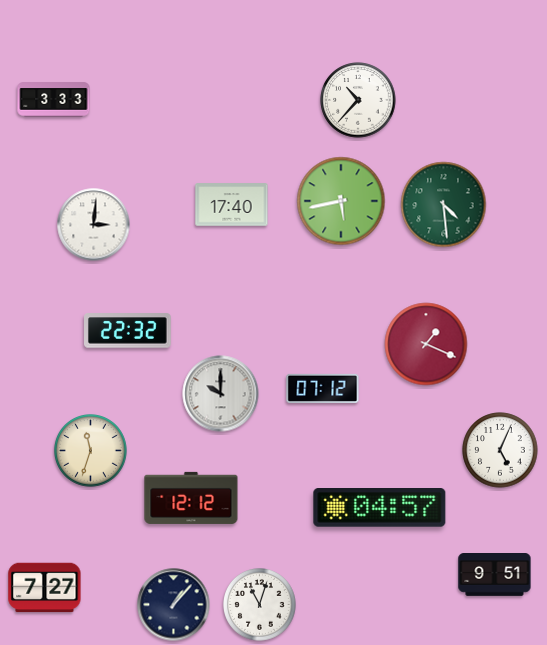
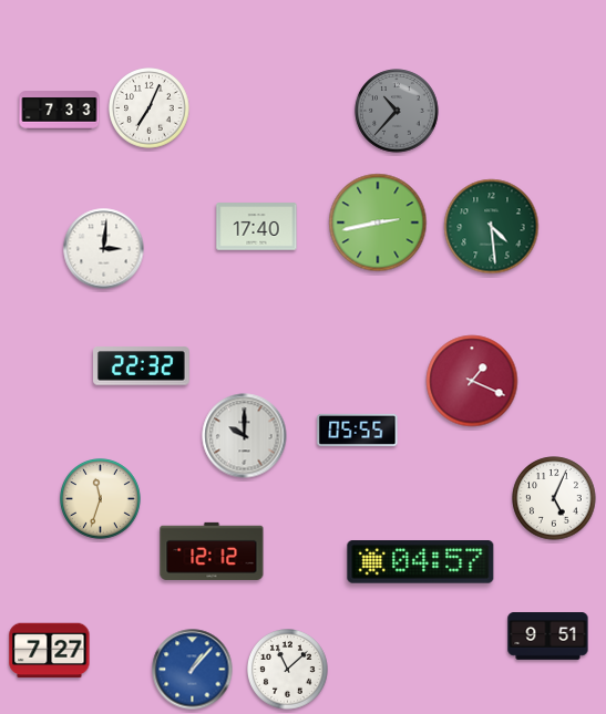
clock at (150, 108): none -> 7:04
clock at (54, 100): 3:33 -> 7:33
clock at (358, 100) dial: white -> grey
clock at (341, 201): 5:43 -> 2:43
clock at (323, 388): 07:12 -> 05:55
clock at (174, 605) dial: navy -> blue
clock at (260, 605): 11:03 -> 11:08
